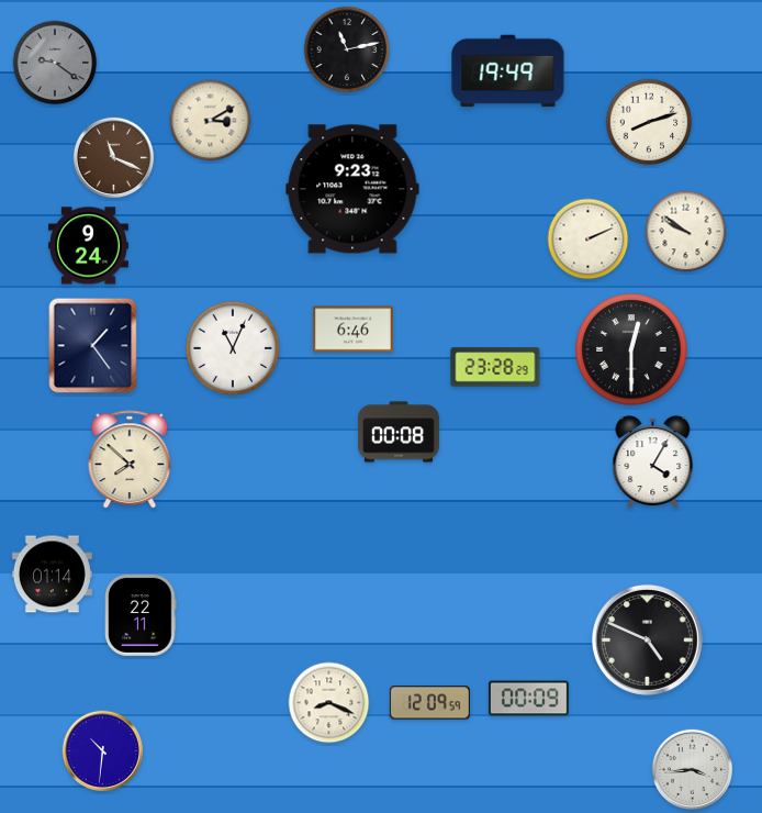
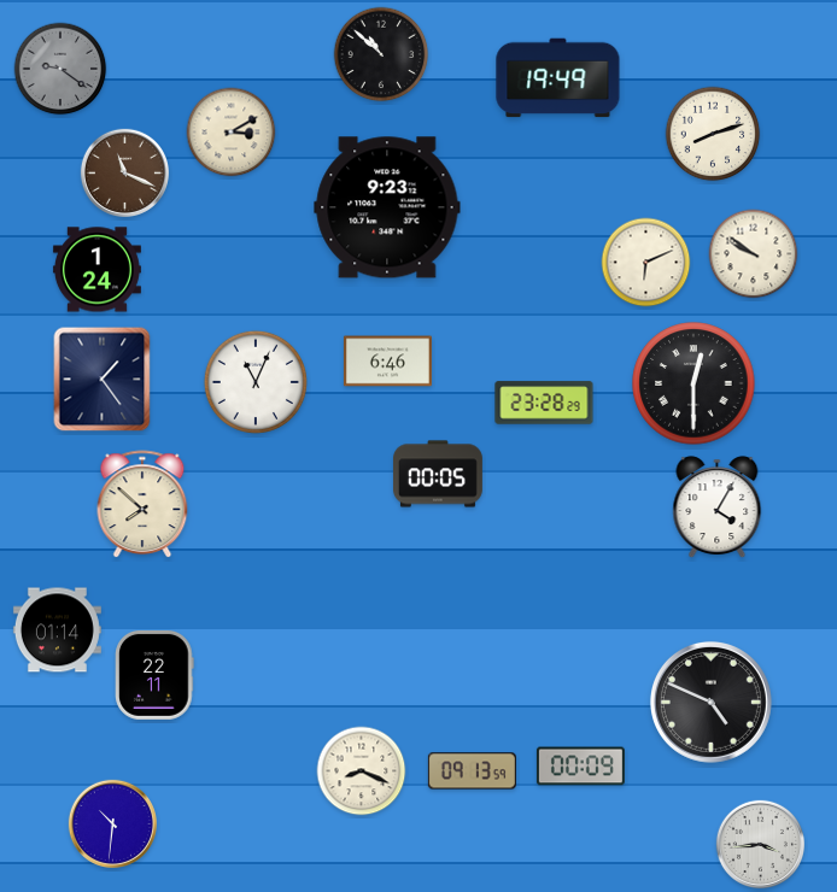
clock at (347, 49): 11:13 -> 10:52
clock at (589, 240): 2:11 -> 6:11
clock at (88, 246): 9:24 -> 1:24
clock at (400, 432): 00:08 -> 00:05
clock at (429, 703): 12:09 -> 09:13
